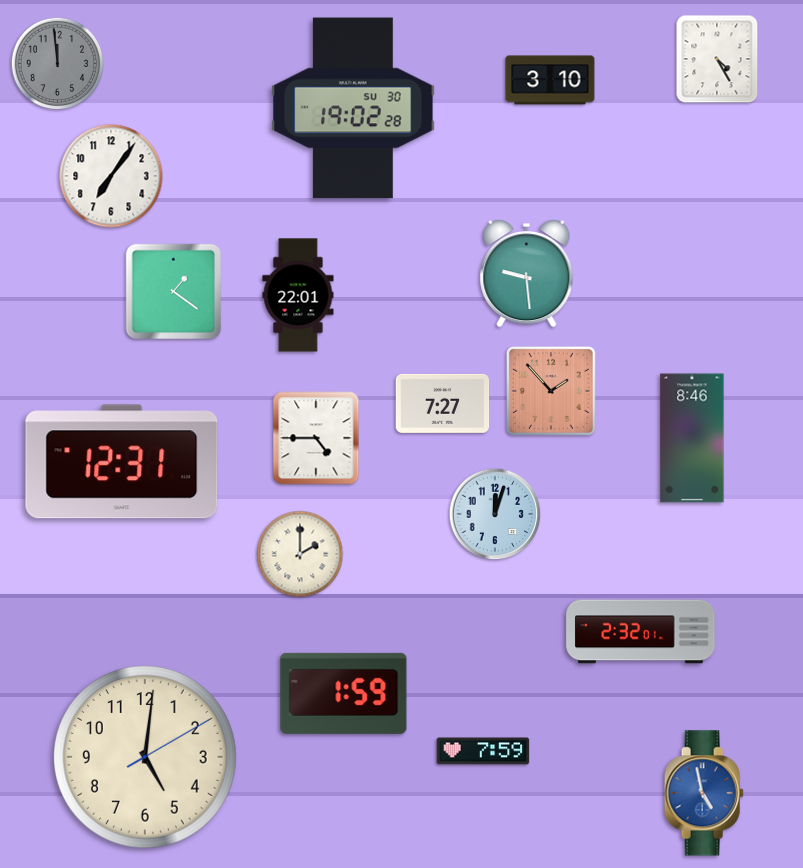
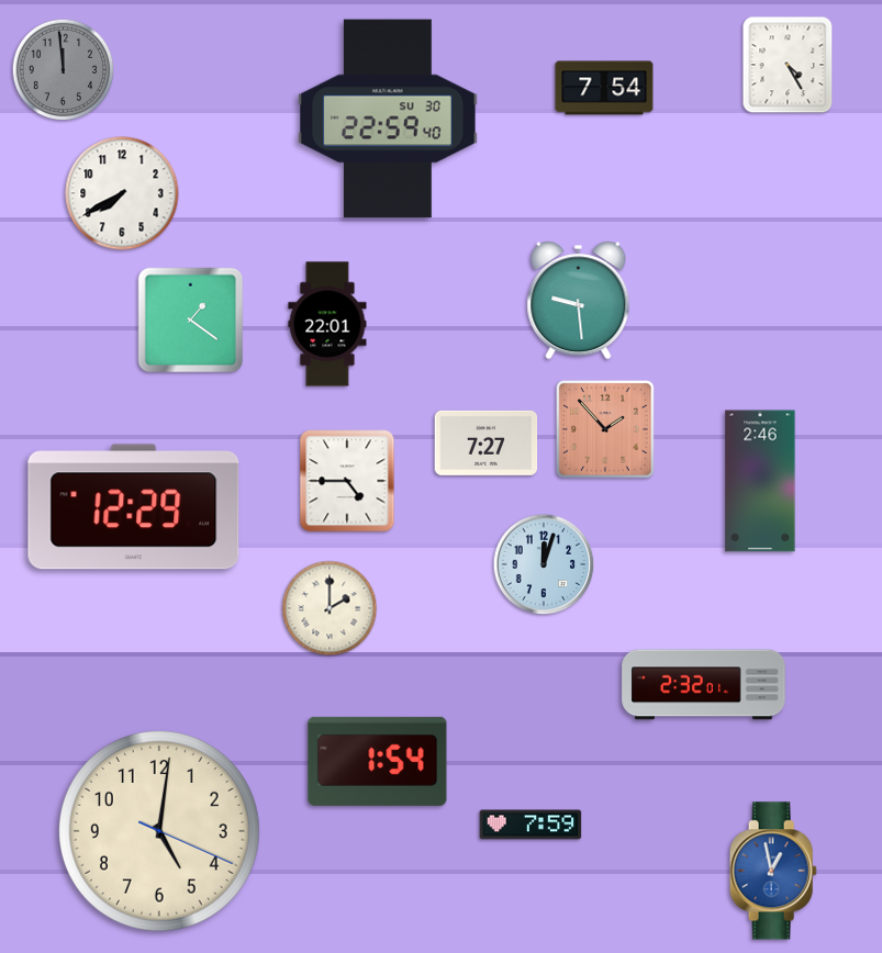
clock at (550, 80): 3:10 -> 7:54
clock at (353, 108): 19:02 -> 22:59
clock at (111, 176): 7:06 -> 7:40
clock at (692, 438): 8:46 -> 2:46
clock at (122, 462): 12:31 -> 12:29
clock at (641, 632) position: (641, 632) -> (704, 685)
clock at (344, 693): 1:59 -> 1:54
clock at (145, 757): 5:01:10 -> 5:01:19
clock at (704, 793): 4:58 -> 12:58
